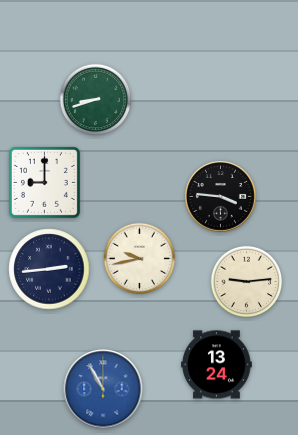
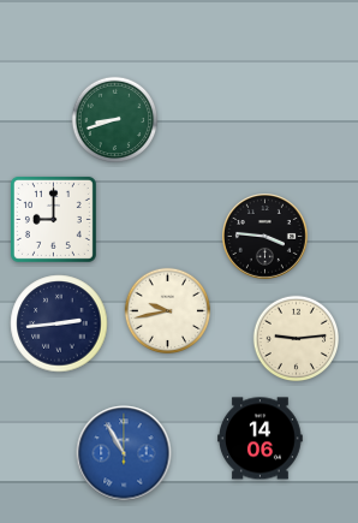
clock at (217, 365): 13:24 -> 14:06
clock at (103, 389) position: (103, 389) -> (124, 453)
